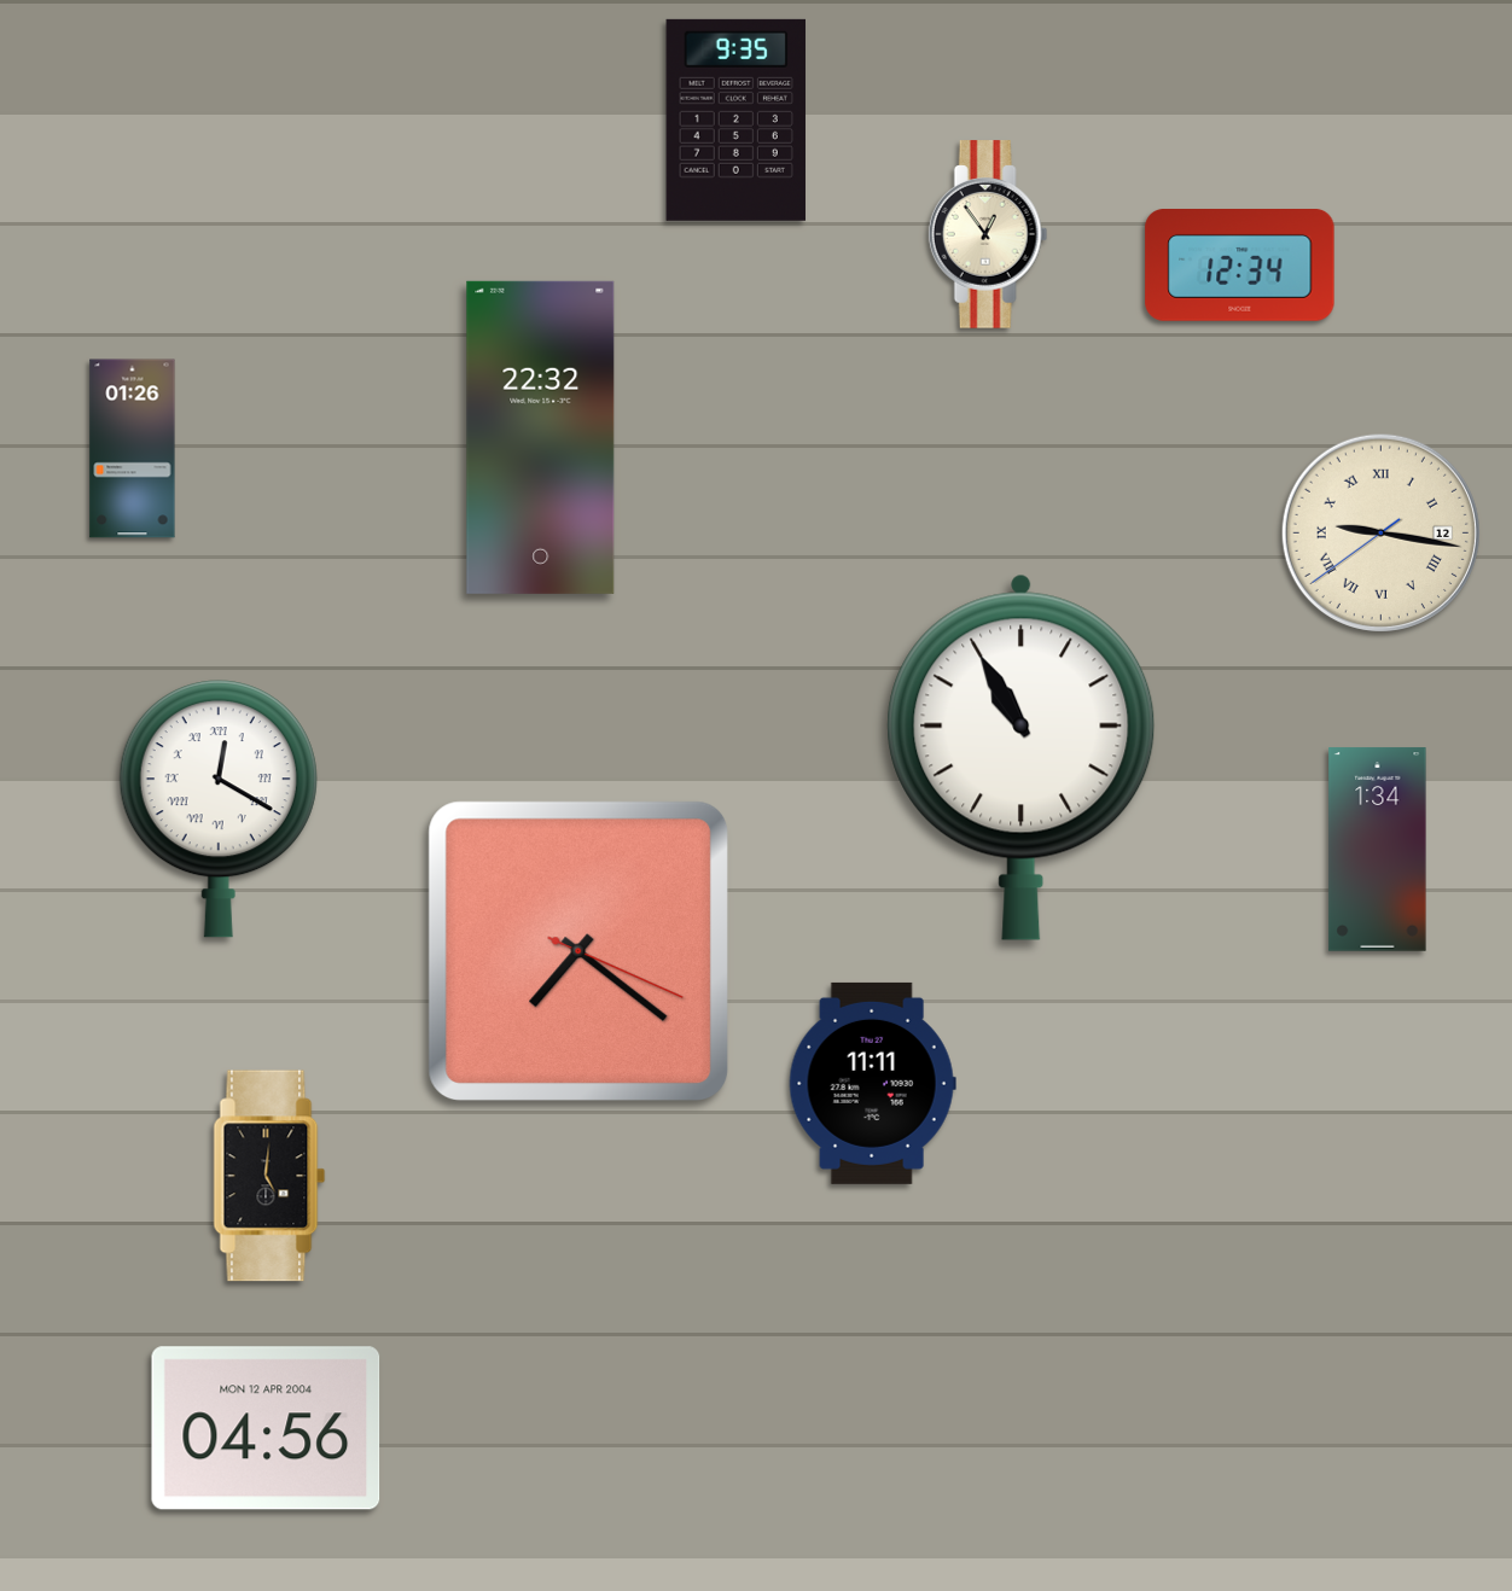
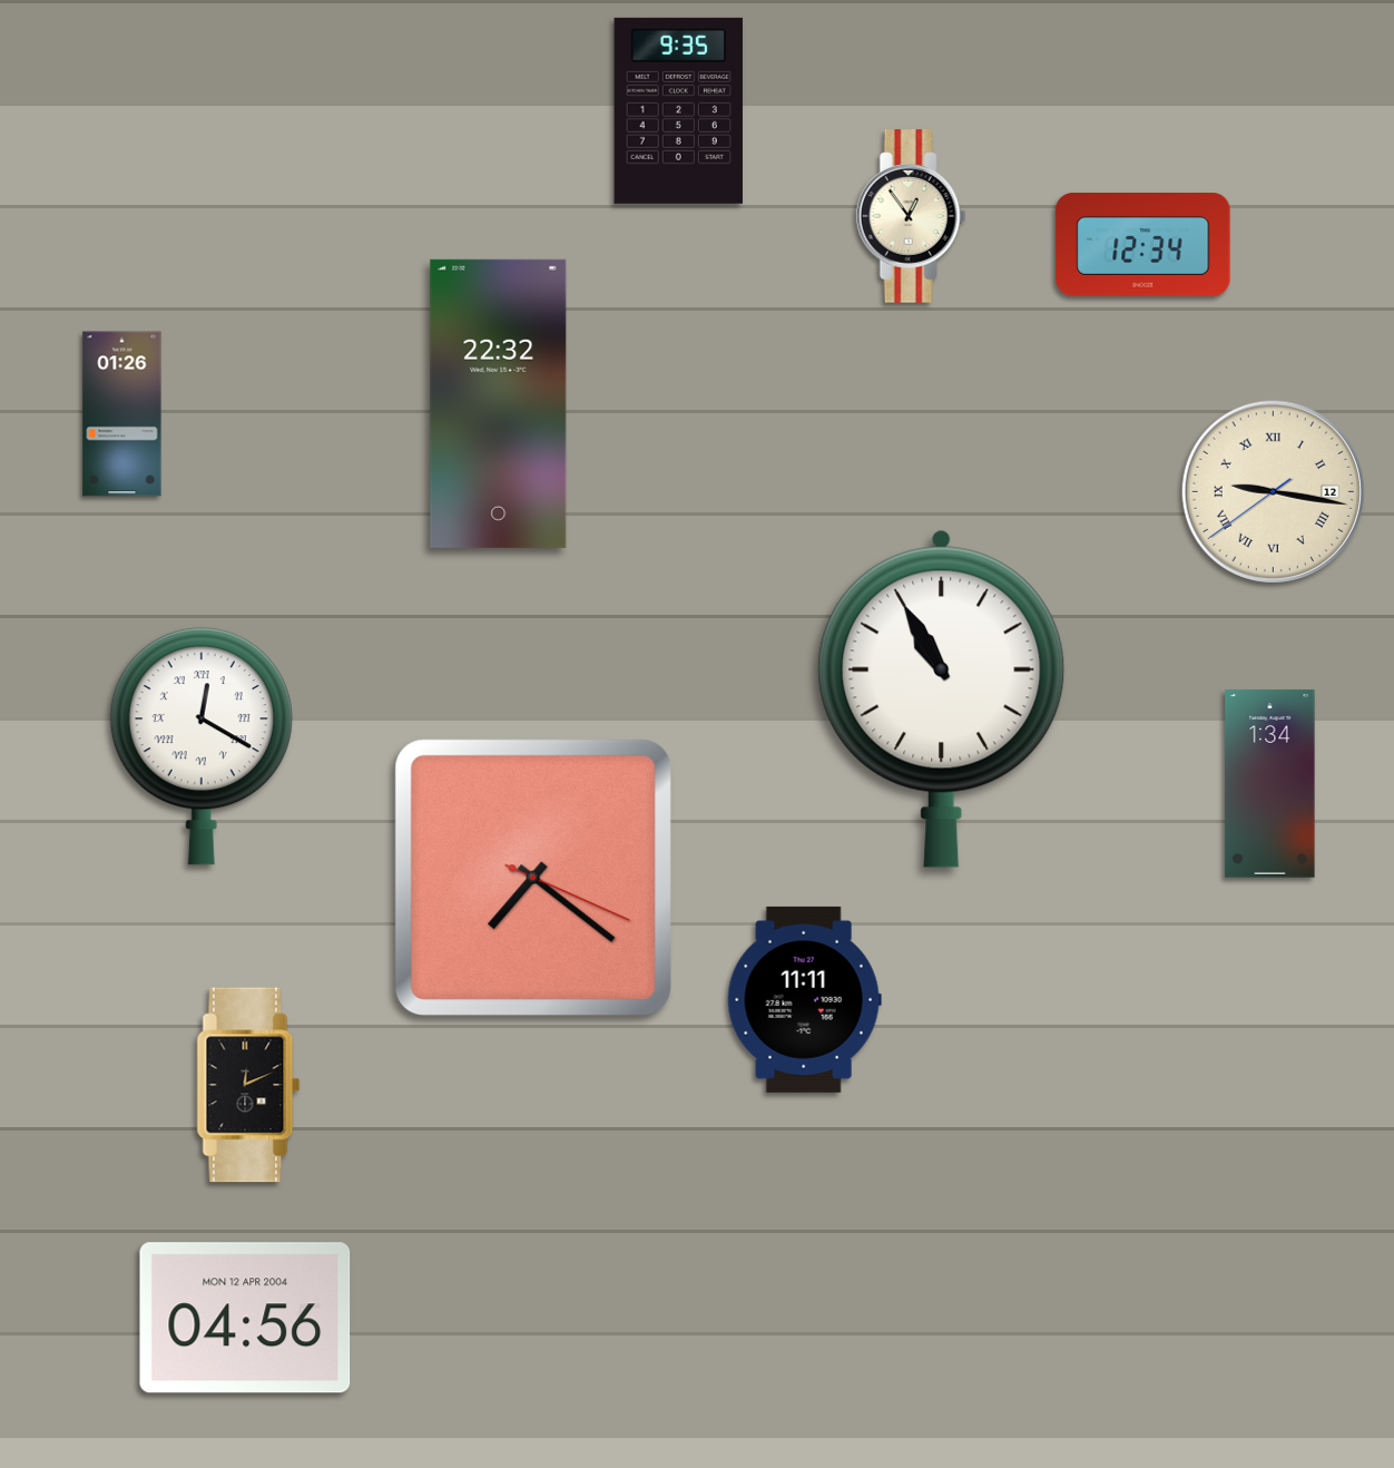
clock at (269, 1176): 5:01 -> 12:11
